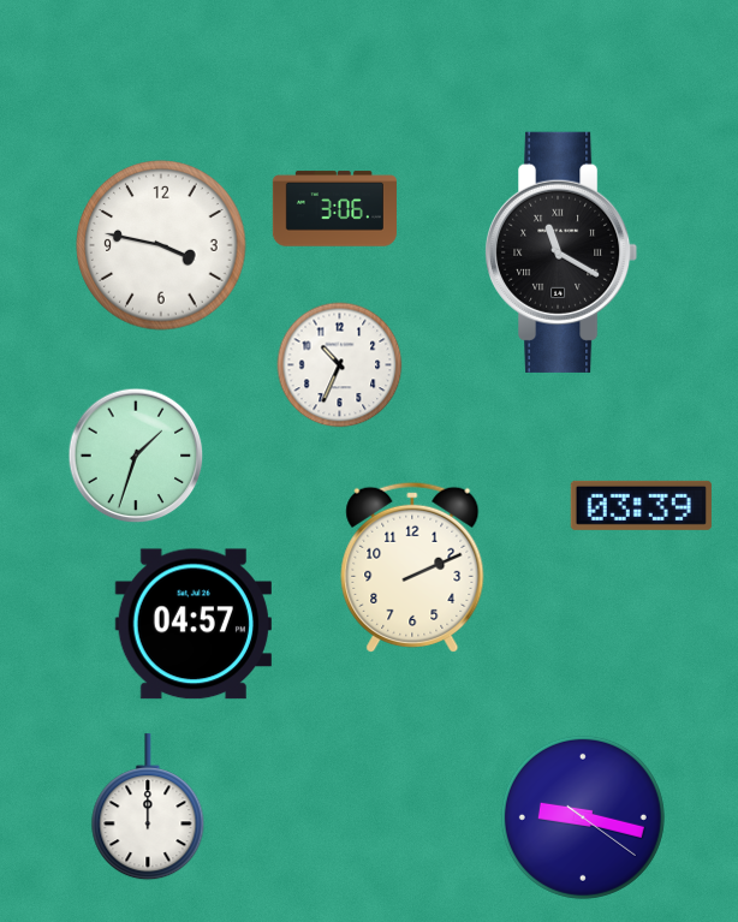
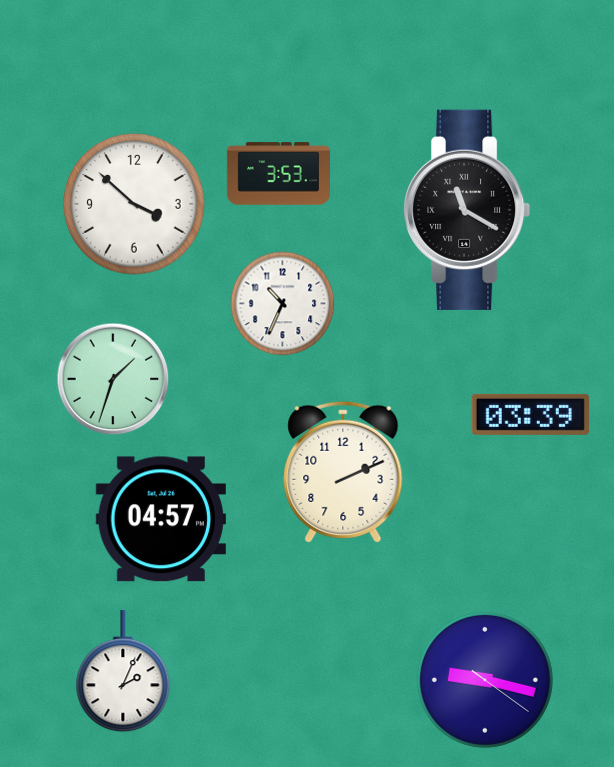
clock at (334, 209): 3:06 -> 3:53
clock at (161, 245): 3:47 -> 3:52
clock at (641, 505) position: (641, 505) -> (530, 414)
clock at (148, 808): 12:00 -> 2:04
